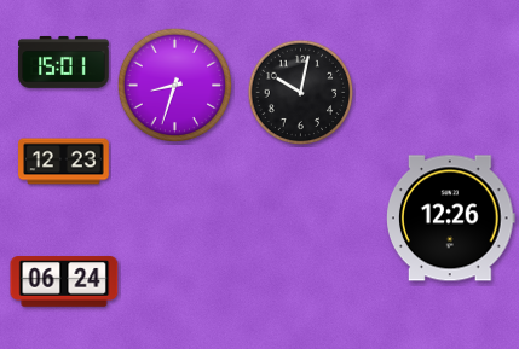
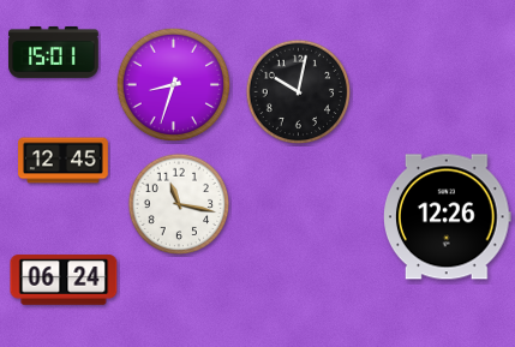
clock at (64, 62) position: (64, 62) -> (54, 52)
clock at (64, 162): 12:23 -> 12:45
clock at (179, 204): none -> 11:17
